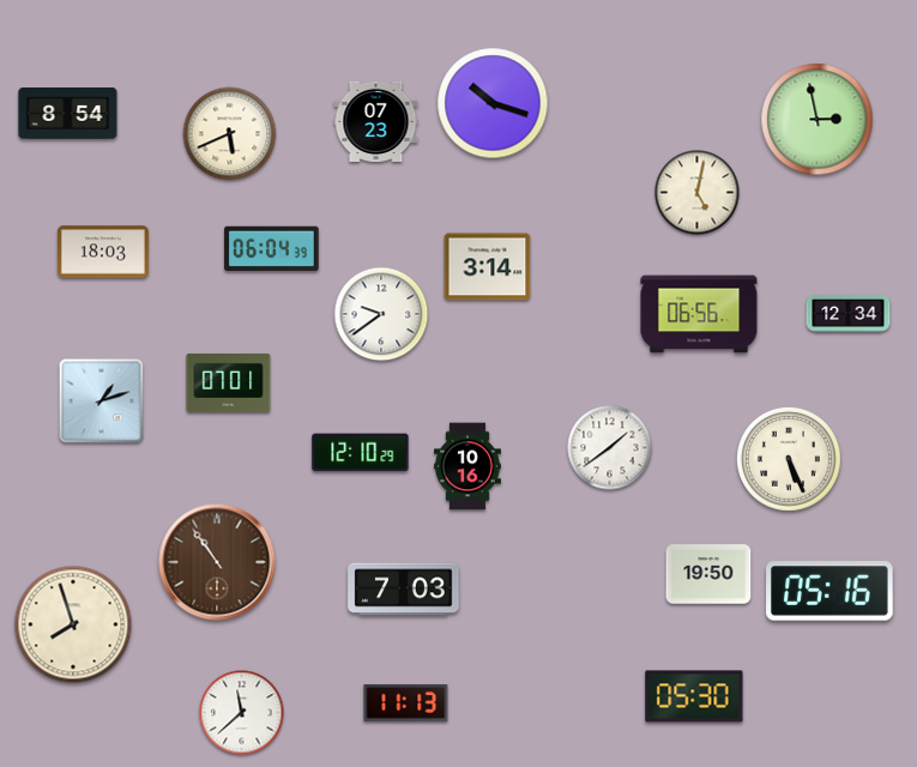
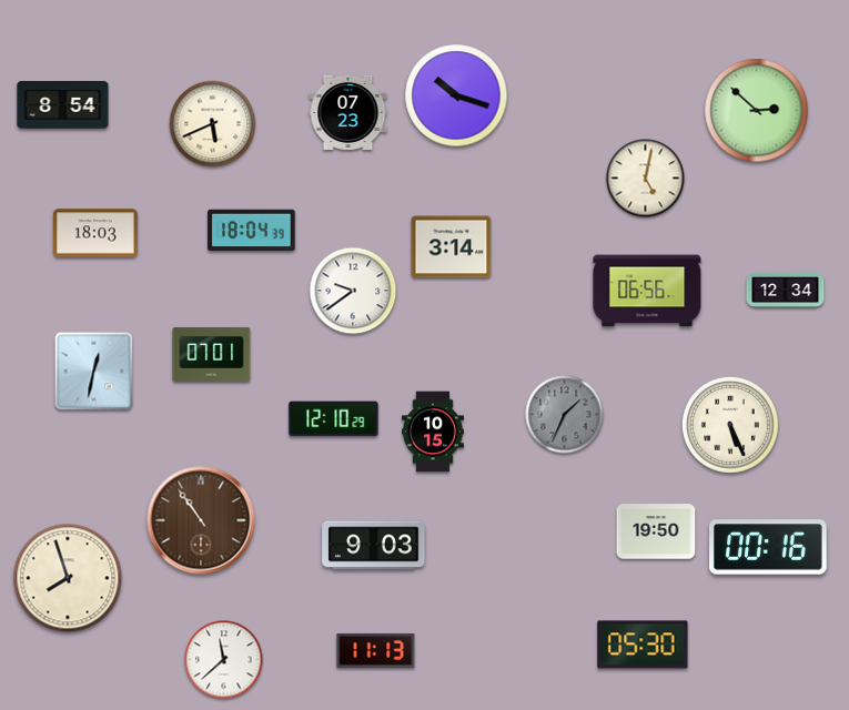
clock at (818, 120): 2:58 -> 2:52
clock at (272, 249): 06:04 -> 18:04
clock at (102, 401): 1:12 -> 12:32
clock at (610, 448): 1:39 -> 1:34
clock at (610, 448) dial: white -> grey
clock at (467, 466): 10:16 -> 10:15
clock at (404, 590): 7:03 -> 9:03
clock at (829, 591): 05:16 -> 00:16
